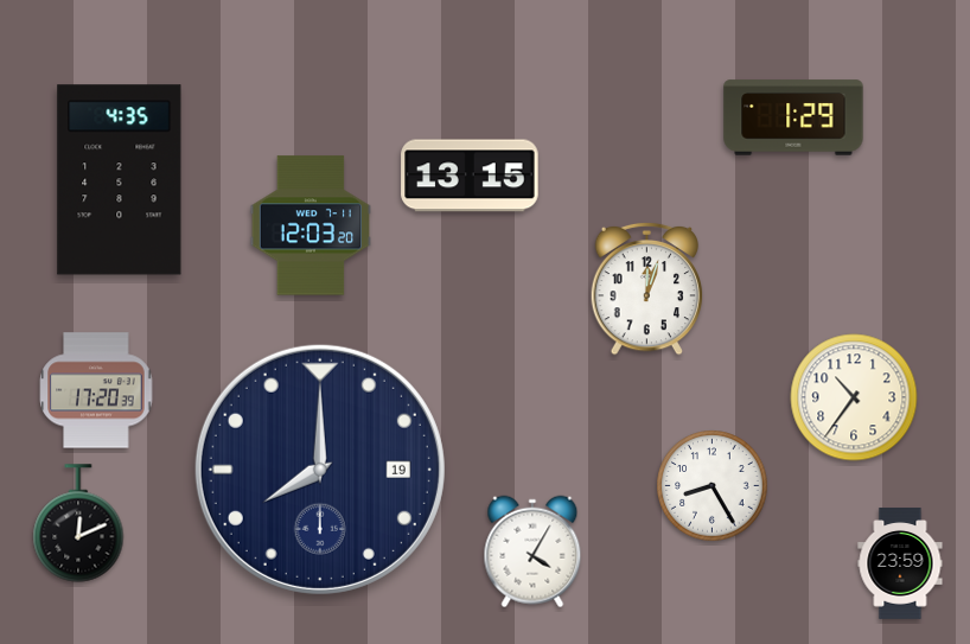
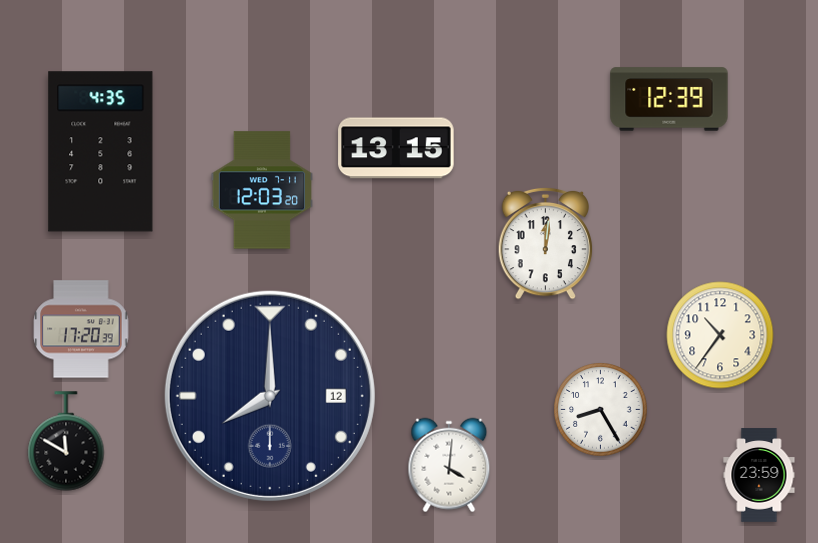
clock at (793, 117): 1:29 -> 12:39
clock at (647, 288): 12:03 -> 12:01
clock at (320, 470) date: 19 -> 12
clock at (78, 523): 12:11 -> 11:50
clock at (532, 551): 4:05 -> 4:01
